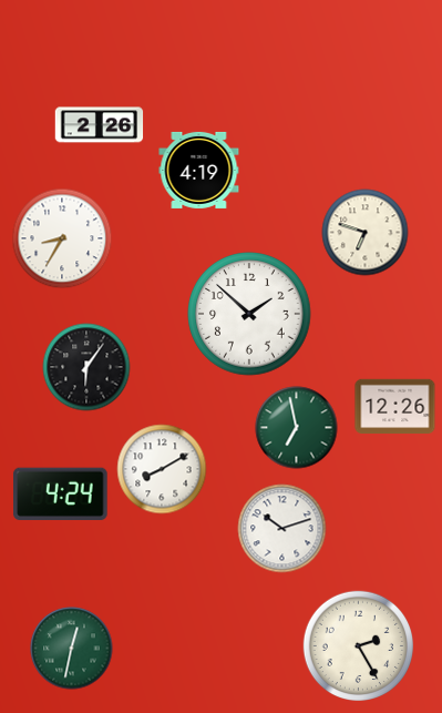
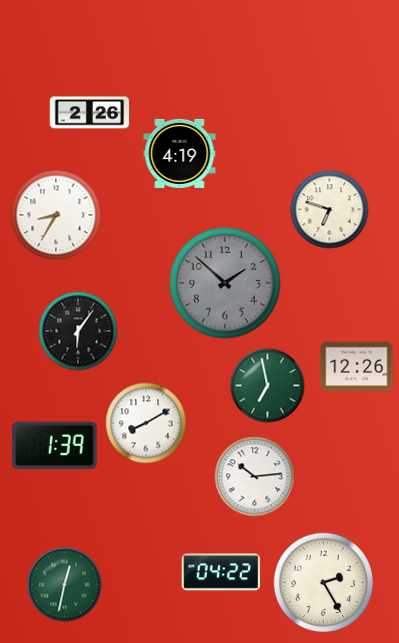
clock at (249, 314) dial: white -> grey
clock at (61, 493): 4:24 -> 1:39
clock at (282, 529): 10:12 -> 10:14
clock at (221, 572): none -> 04:22
